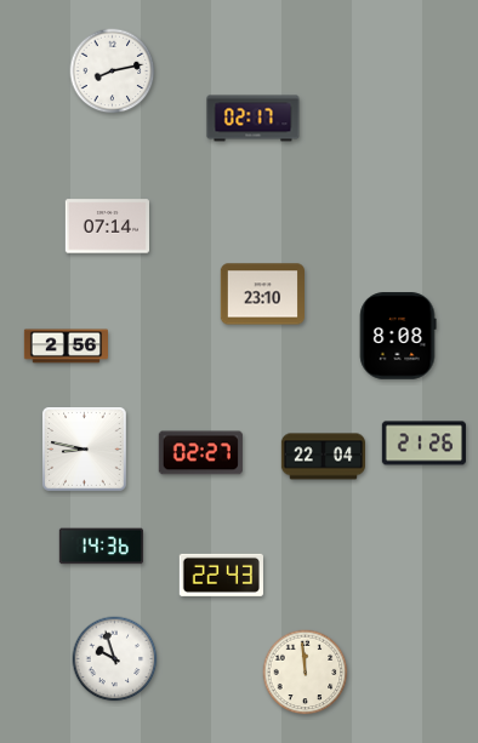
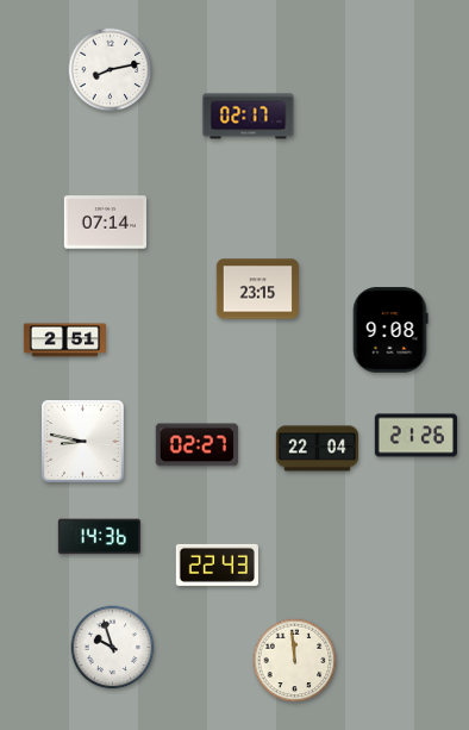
clock at (262, 295): 23:10 -> 23:15
clock at (398, 336): 8:08 -> 9:08
clock at (66, 347): 2:56 -> 2:51
clock at (306, 673) position: (306, 673) -> (295, 661)
